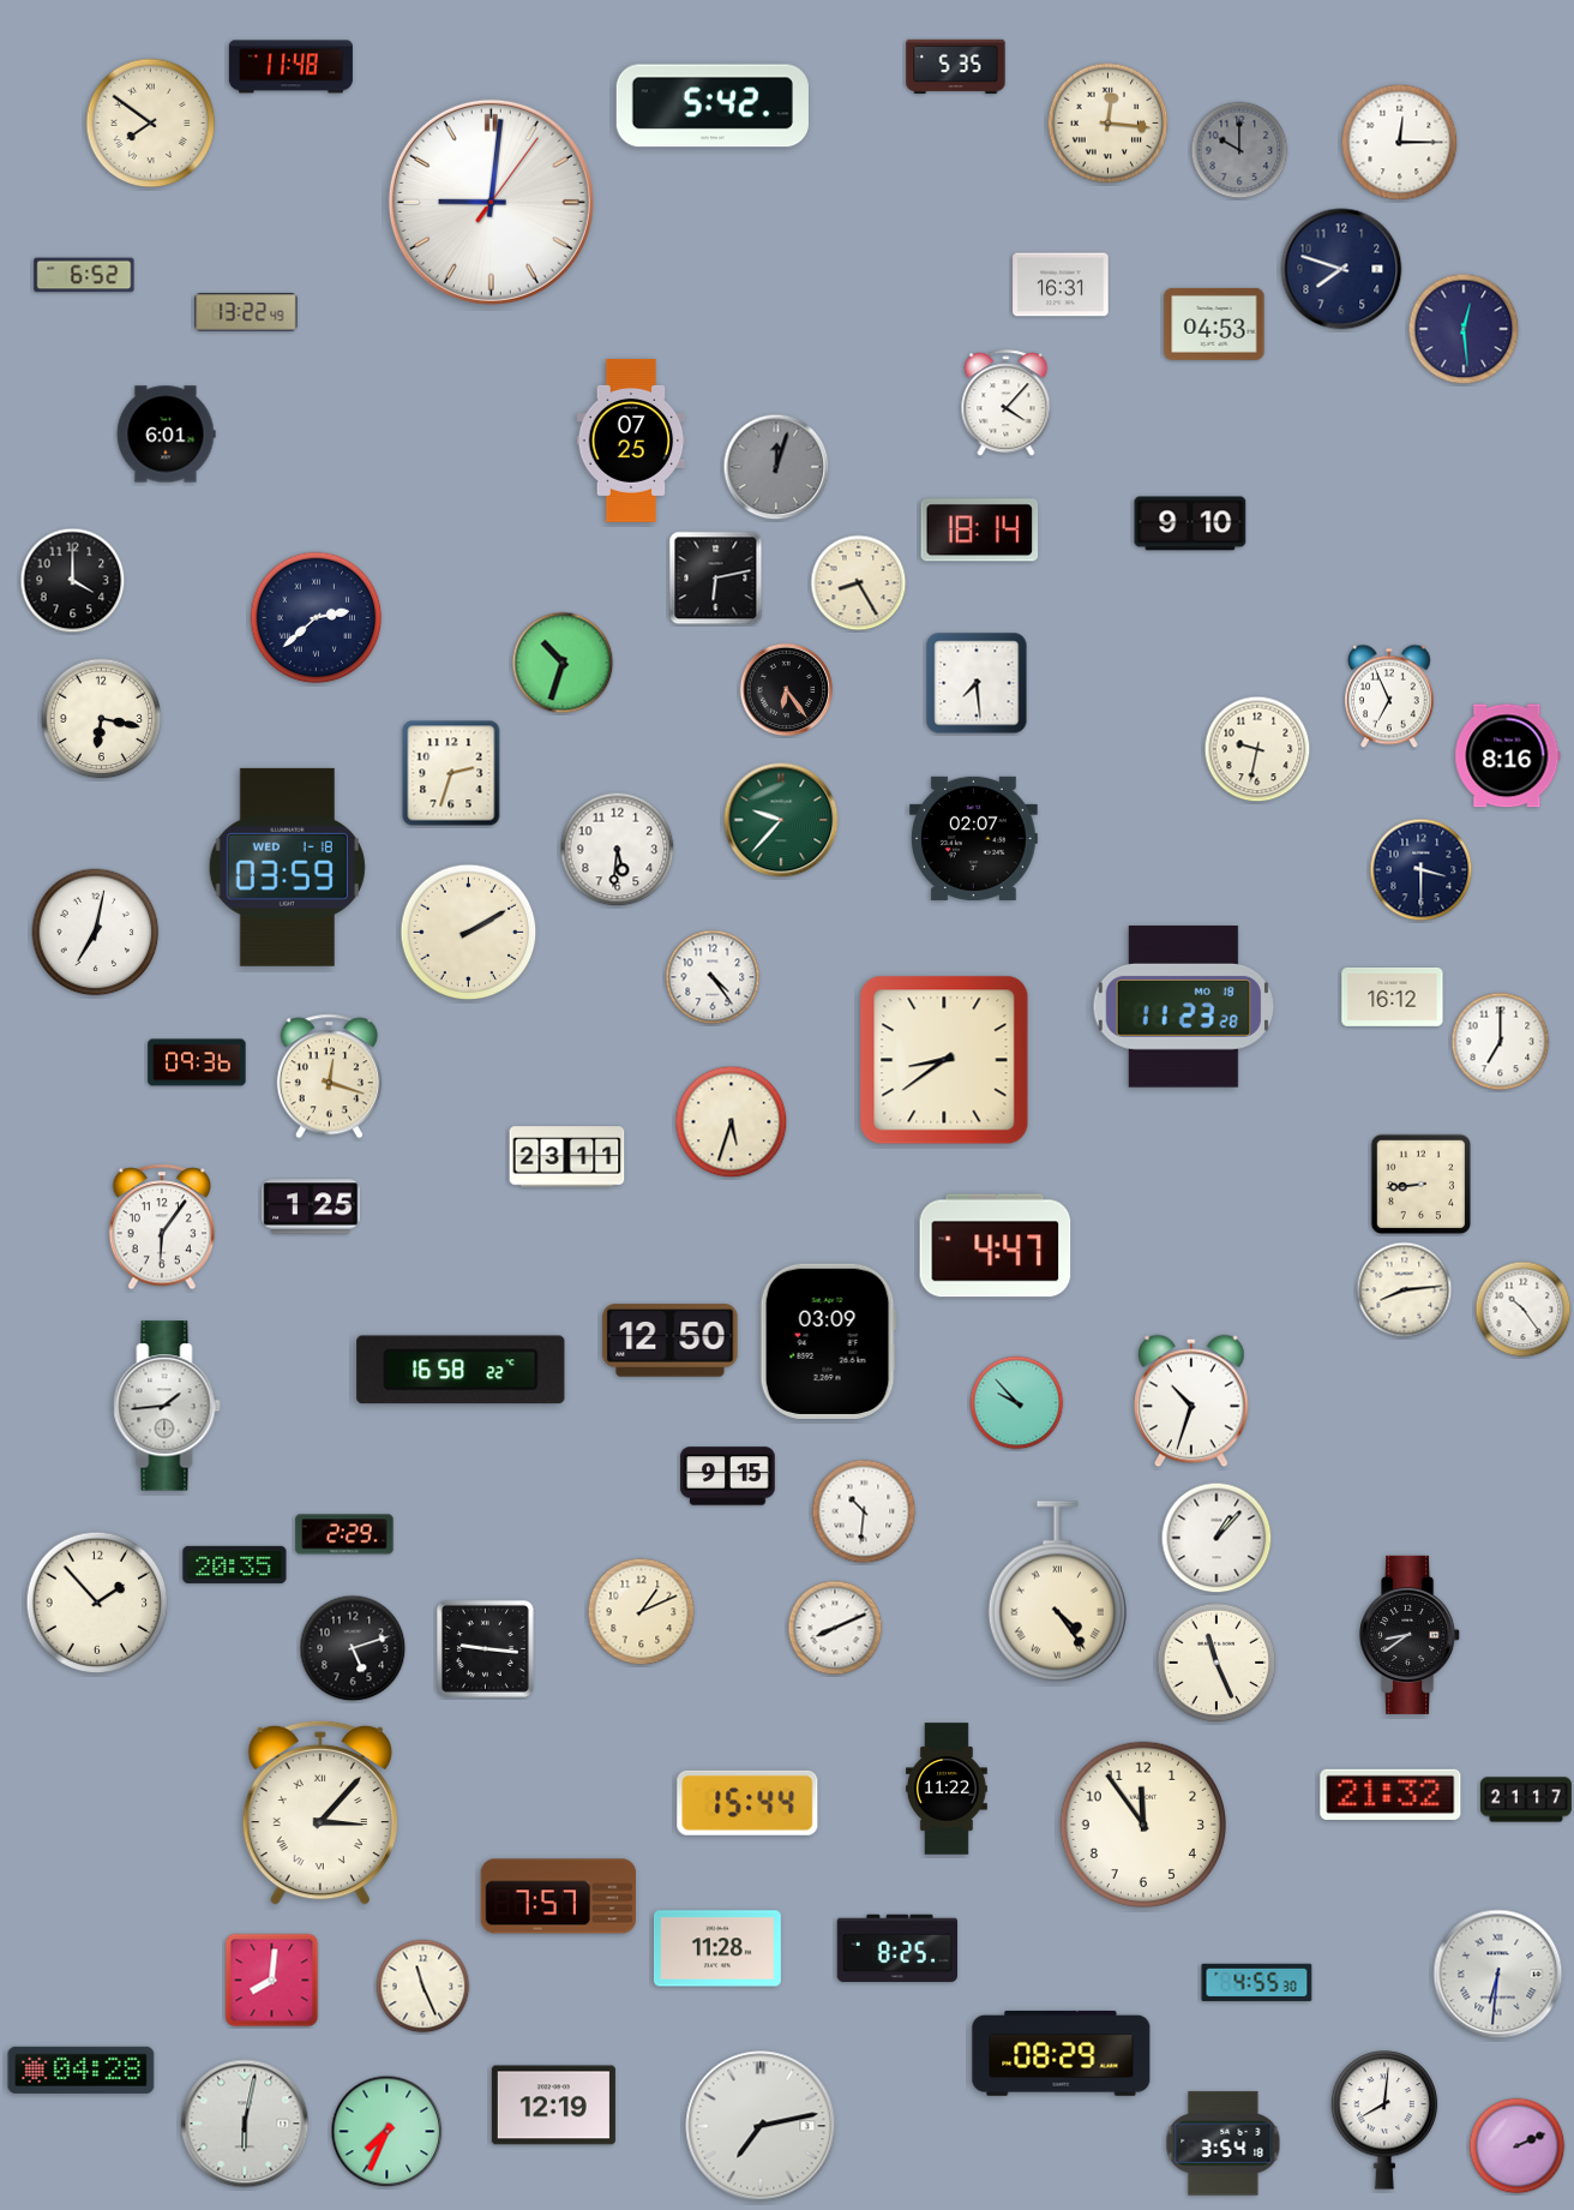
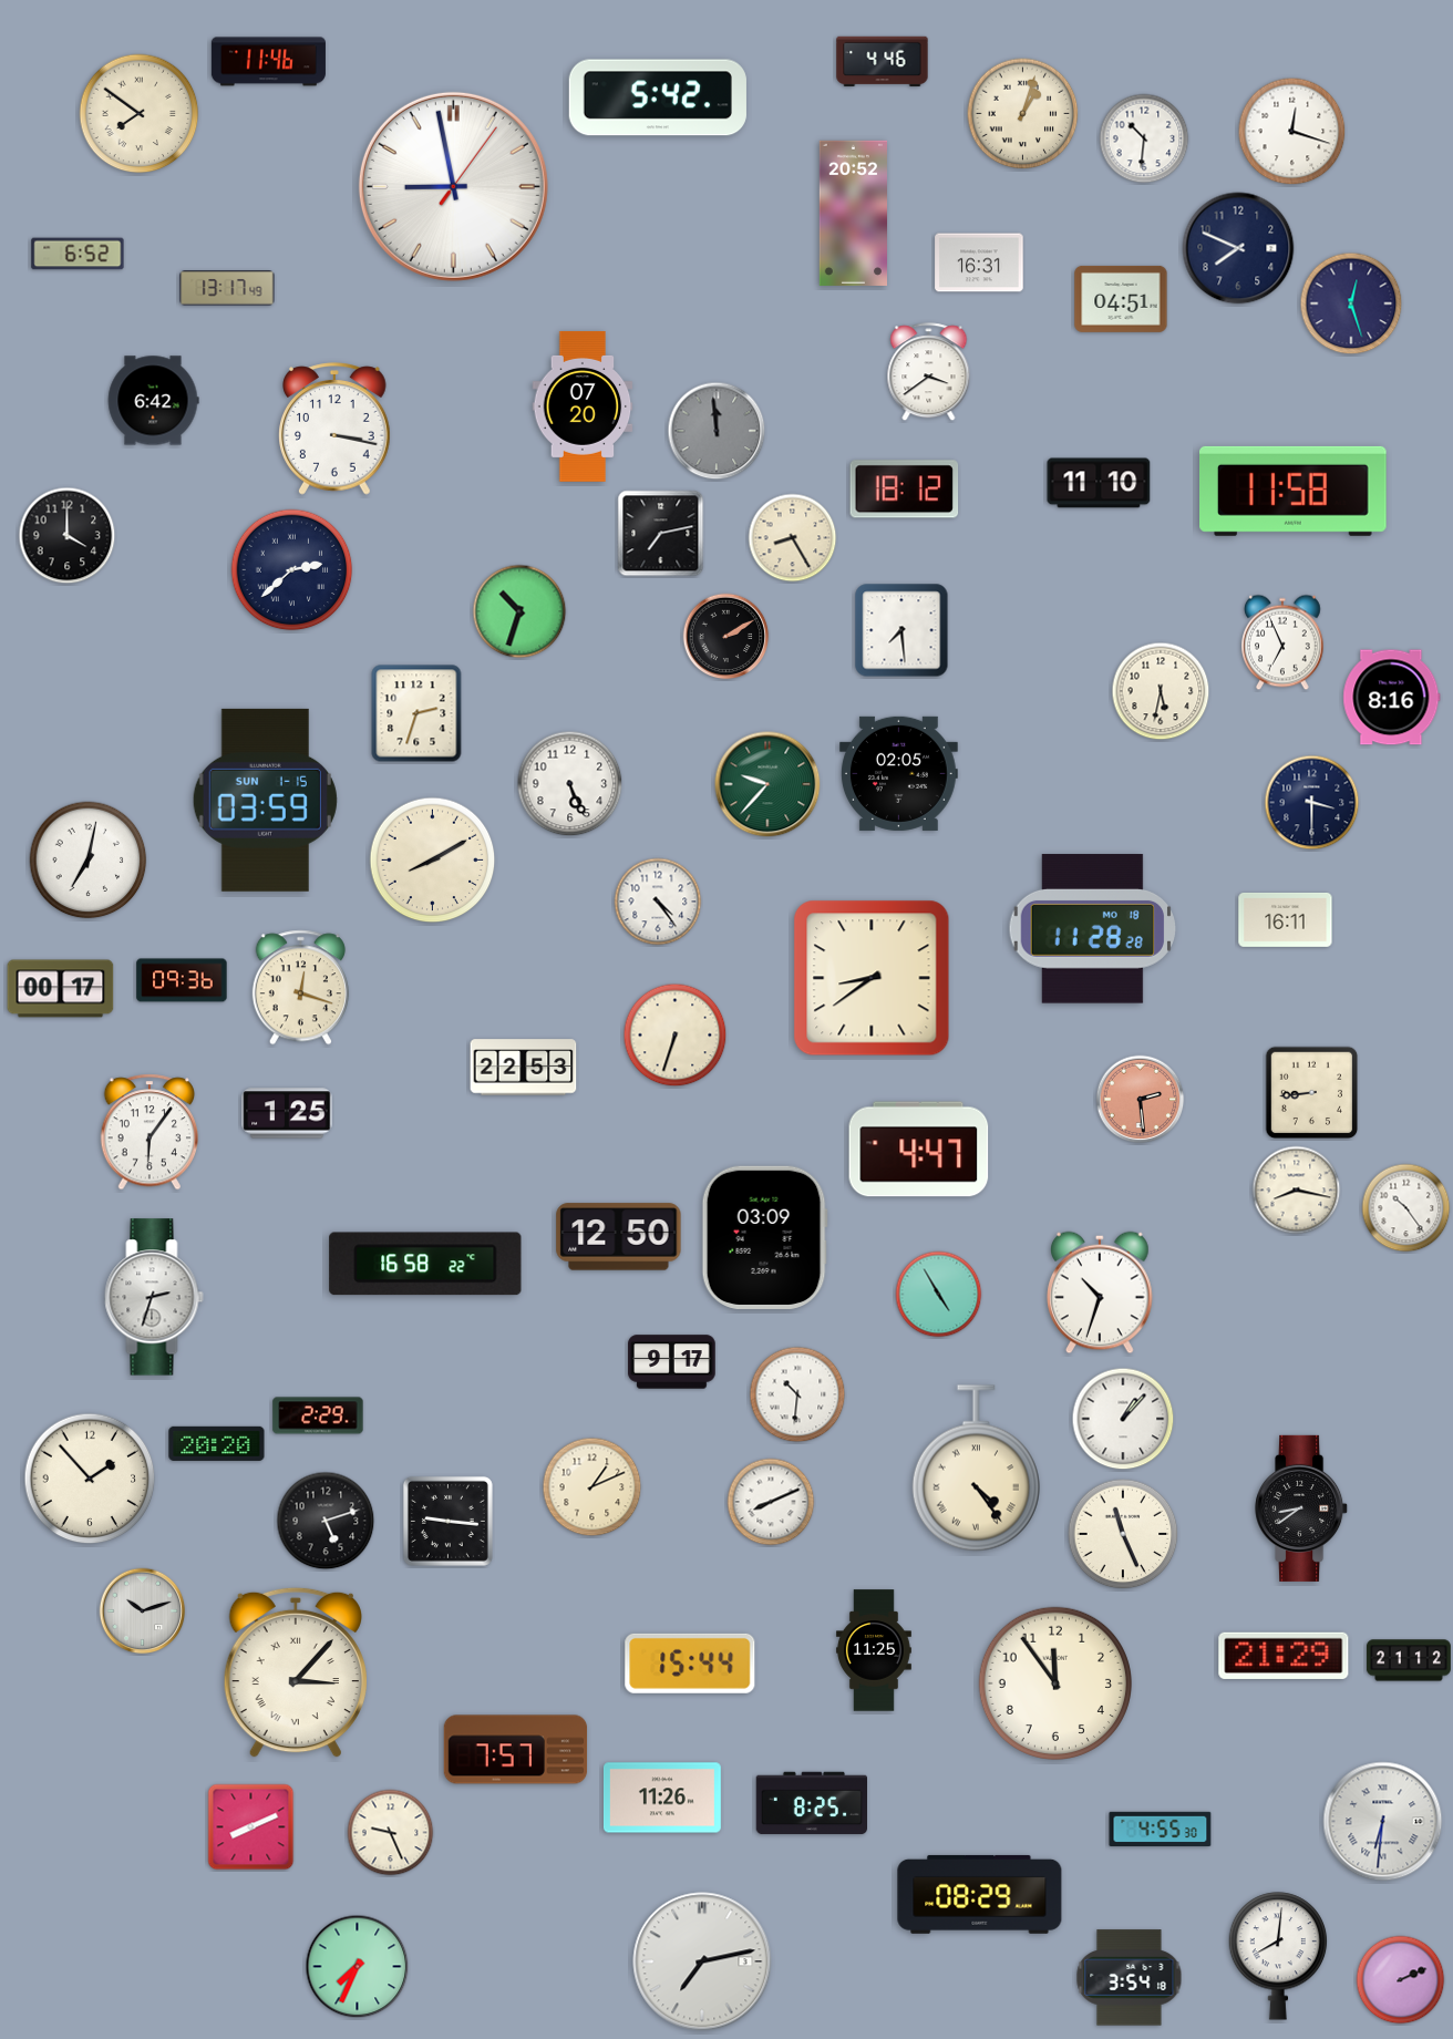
clock at (290, 67): 11:48 -> 11:46
clock at (956, 67): 5:35 -> 4:46
clock at (1109, 124): 12:16 -> 1:03
clock at (1400, 143): 12:15 -> 12:18
clock at (1239, 150): 10:00 -> 10:31
clock at (1239, 150) dial: grey -> white
clock at (491, 202): 9:01 -> 8:58
clock at (853, 213): none -> 20:52
clock at (1341, 269): 7:48 -> 7:49
clock at (246, 312): 13:22 -> 13:17
clock at (1214, 324): 04:53 -> 04:51
clock at (1464, 329): 12:29 -> 12:27
clock at (1007, 403): 4:07 -> 3:39
clock at (166, 435): 6:01 -> 6:42
clock at (631, 441): 07:25 -> 07:20
clock at (336, 429): none -> 3:17
clock at (776, 467): 12:03 -> 11:59
clock at (1190, 523): 9:10 -> 11:10
clock at (980, 531): 18:14 -> 18:12
clock at (1294, 491): none -> 11:58
clock at (716, 579): 6:13 -> 7:13
clock at (787, 690): 6:24 -> 2:10
clock at (102, 719): 6:17 -> none
clock at (1257, 749): 9:32 -> 5:32
clock at (781, 820) position: (781, 820) -> (767, 784)
clock at (974, 838): 02:07 -> 02:05
clock at (618, 850): 5:31 -> 5:26
clock at (287, 867) date: WED 1-18 -> SUN 1-15
clock at (469, 933): 2:10 -> 8:10
clock at (1393, 996): 16:12 -> 16:11
clock at (1183, 1007): 11:23 -> 11:28
clock at (1501, 1042): 7:00 -> none
clock at (61, 989): none -> 00:17
clock at (329, 1077) position: (329, 1077) -> (300, 988)
clock at (732, 1122): 5:33 -> 6:33
clock at (567, 1157): 23:11 -> 22:53
clock at (1141, 1100): none -> 2:29
clock at (1405, 1290): 8:14 -> 8:17
clock at (1017, 1403): 9:53 -> 4:55
clock at (167, 1406): 1:44 -> 2:33
clock at (728, 1477): 9:15 -> 9:17
clock at (235, 1564): 20:35 -> 20:20
clock at (143, 1611): none -> 10:12
clock at (947, 1789): 11:22 -> 11:25
clock at (1390, 1795): 21:32 -> 21:29
clock at (1526, 1799): 21:17 -> 21:12
clock at (717, 1948): 11:28 -> 11:26
clock at (896, 1948) position: (896, 1948) -> (811, 1803)
clock at (272, 1981): 8:01 -> 8:11
clock at (423, 1987): 11:26 -> 9:26
clock at (82, 2070): 04:28 -> none
clock at (553, 2106): 12:19 -> none
clock at (245, 2124): 6:02 -> none
